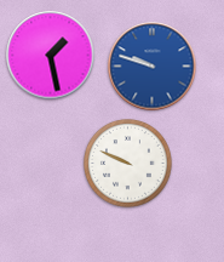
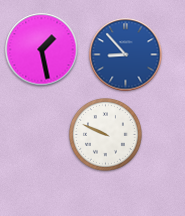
clock at (51, 56) position: (51, 56) -> (42, 50)
clock at (153, 67): 9:48 -> 8:53
